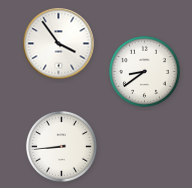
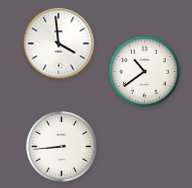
clock at (59, 44): 3:54 -> 3:59
clock at (145, 72): 8:39 -> 10:39
